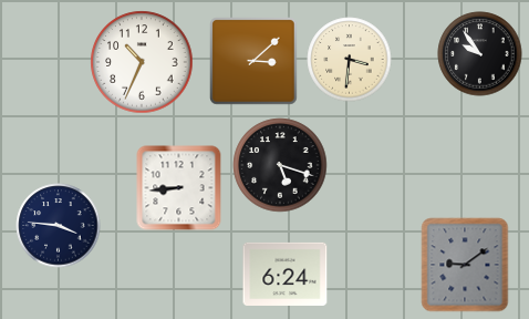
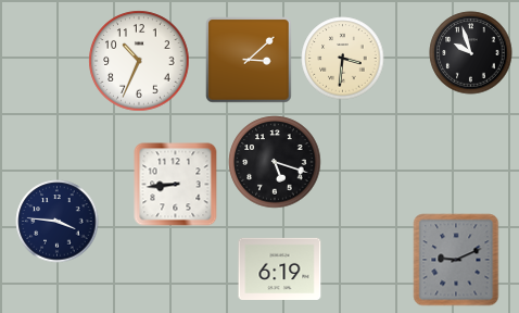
clock at (480, 54): 9:54 -> 9:57
clock at (465, 265): 9:09 -> 9:11
clock at (286, 274): 6:24 -> 6:19
